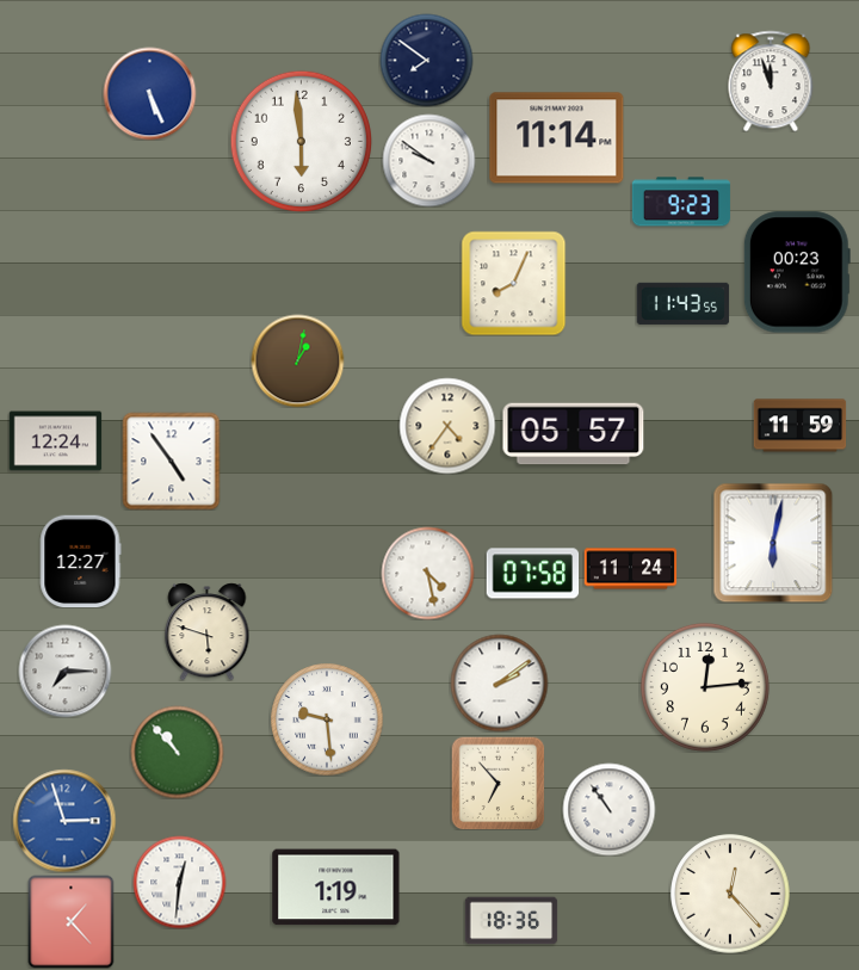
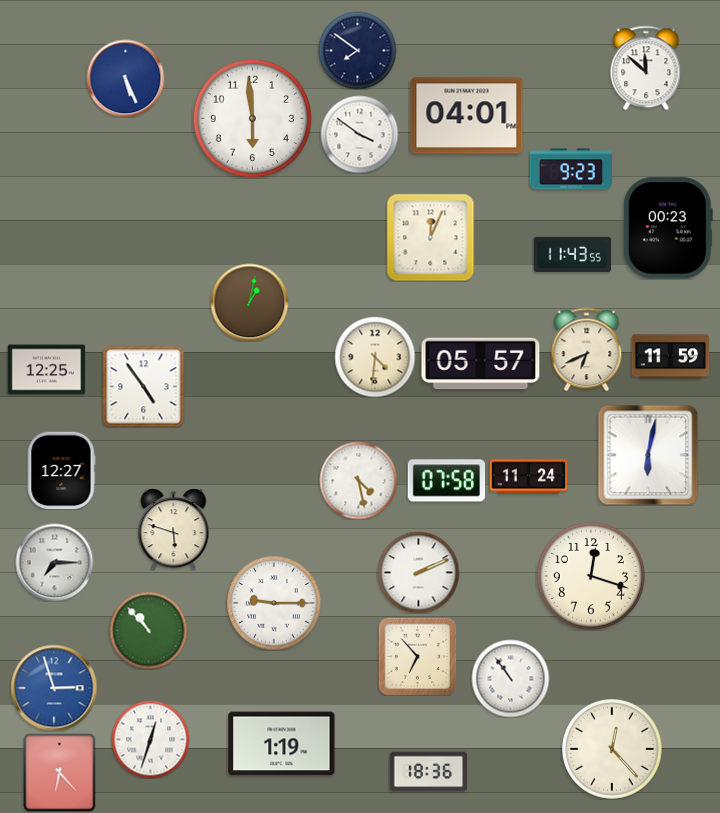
clock at (771, 81): 11:57 -> 11:52
clock at (557, 138): 11:14 -> 04:01
clock at (428, 160): 9:51 -> 3:51
clock at (513, 283): 8:04 -> 12:04
clock at (587, 349): none -> 6:41
clock at (447, 426): 4:36 -> 4:31
clock at (55, 441): 12:24 -> 12:25
clock at (80, 561) position: (80, 561) -> (61, 470)
clock at (499, 682): 2:09 -> 2:11
clock at (705, 687): 12:14 -> 12:18
clock at (327, 719): 9:29 -> 9:15
clock at (179, 882): 12:31 -> 12:33
clock at (72, 921): 1:23 -> 6:23
